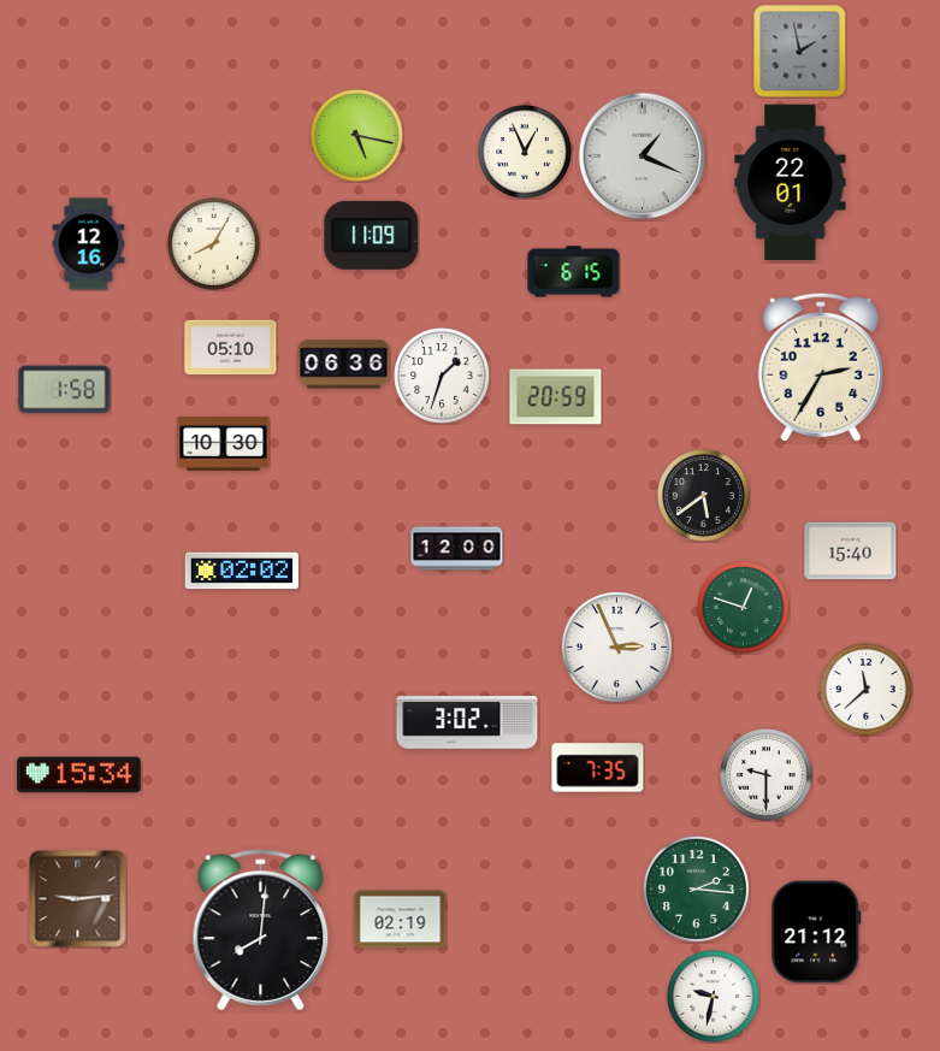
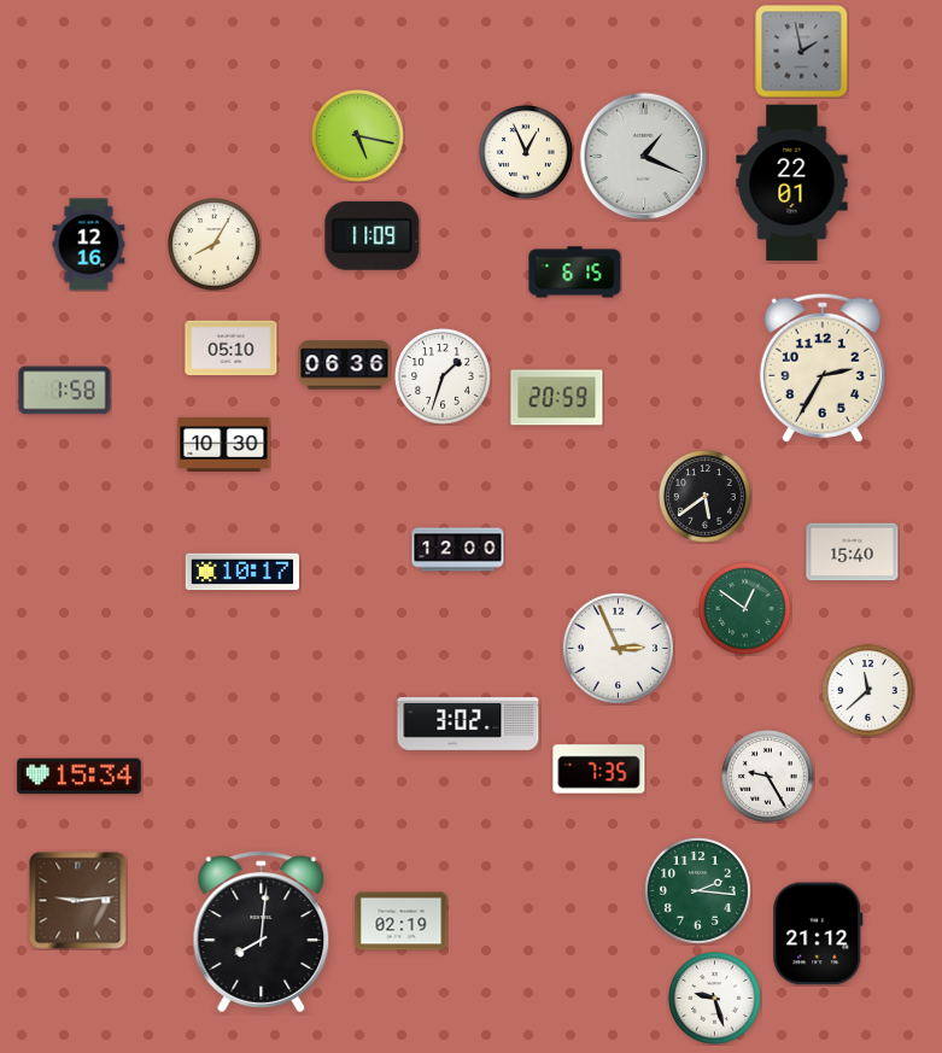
clock at (242, 571): 02:02 -> 10:17
clock at (744, 608): 12:48 -> 12:51
clock at (767, 775): 9:30 -> 9:25
clock at (714, 997): 9:32 -> 9:27
